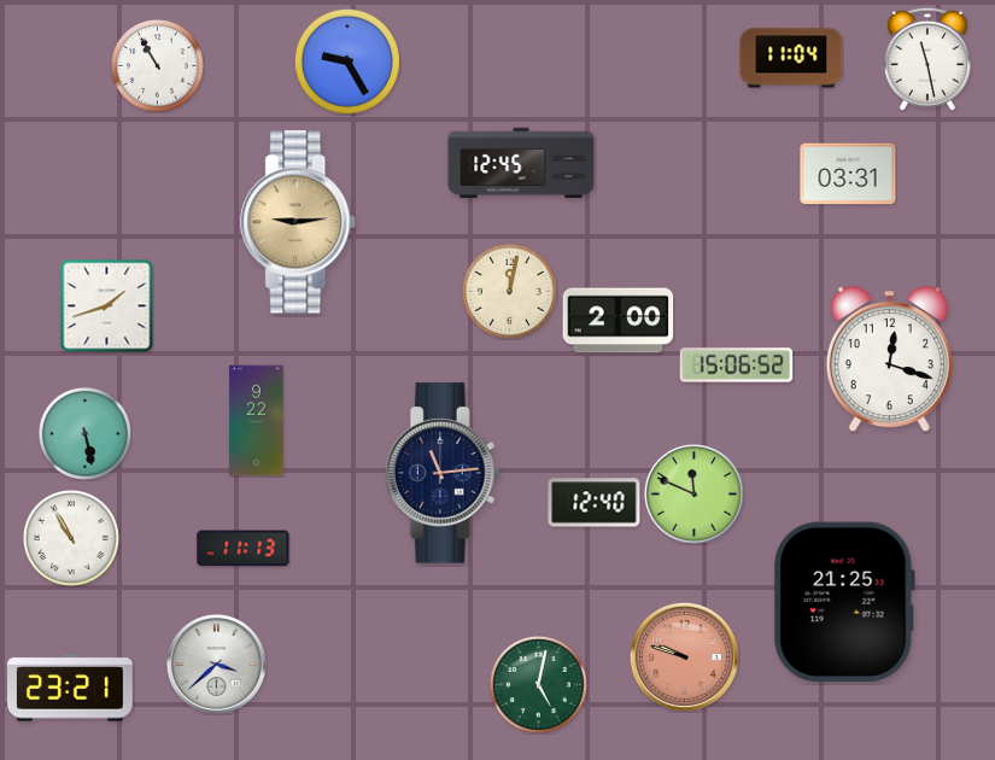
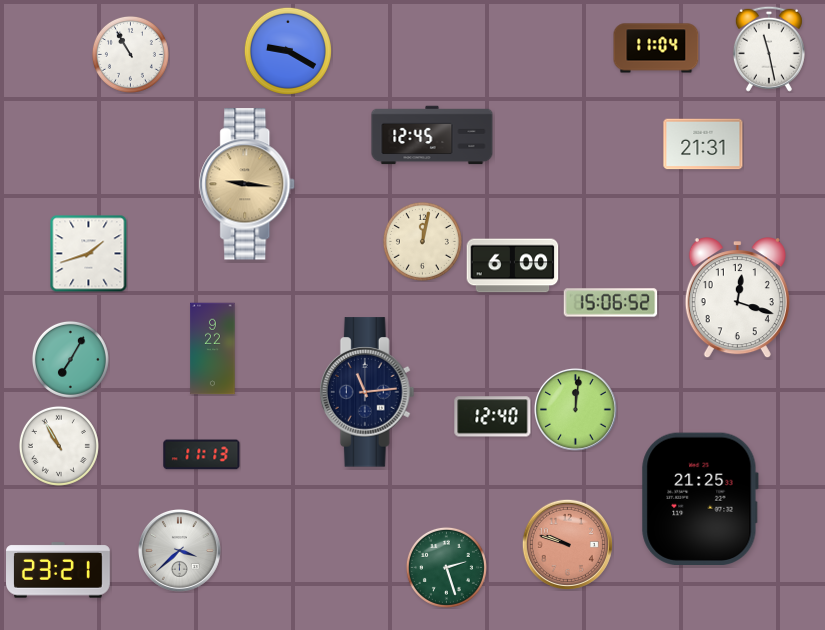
clock at (347, 62): 9:25 -> 9:20
clock at (848, 174): 03:31 -> 21:31
clock at (299, 222): 9:14 -> 9:16
clock at (619, 321): 2:00 -> 6:00
clock at (84, 433): 5:28 -> 7:05
clock at (695, 495): 11:49 -> 12:01
clock at (538, 684): 5:02 -> 2:27
